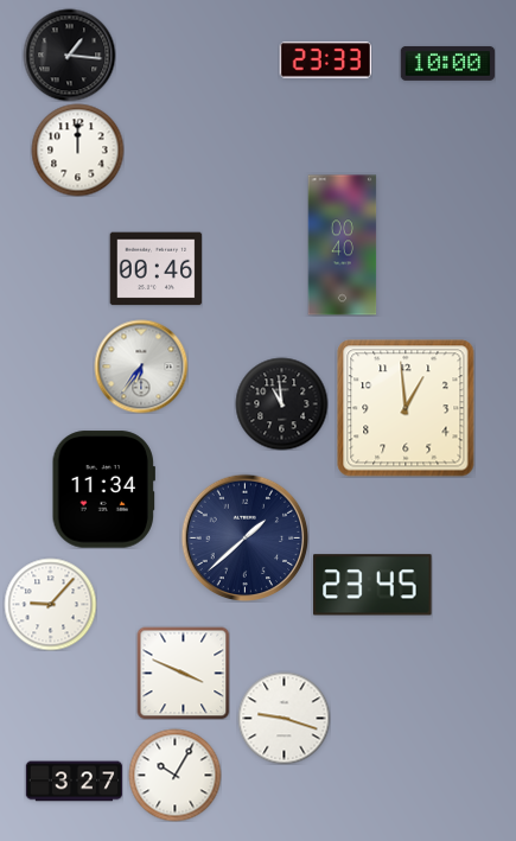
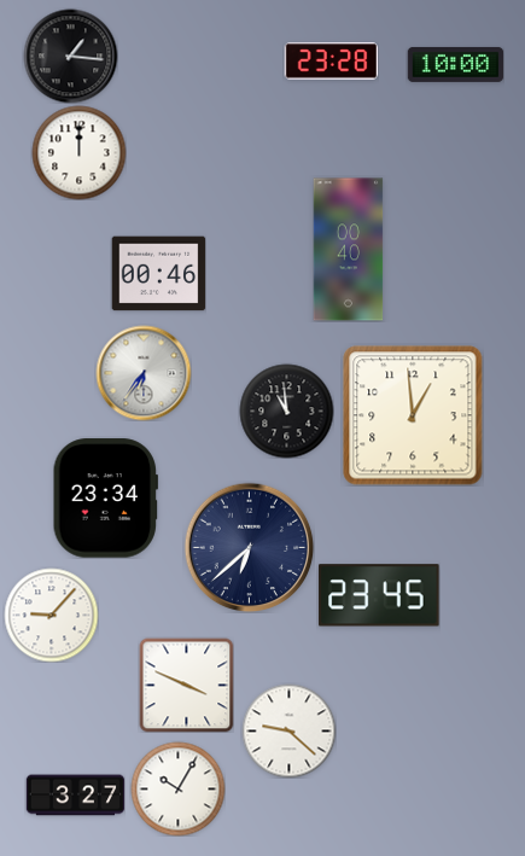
clock at (325, 60): 23:33 -> 23:28
clock at (103, 490): 11:34 -> 23:34
clock at (244, 537): 1:38 -> 6:38
clock at (284, 718): 9:18 -> 9:22
